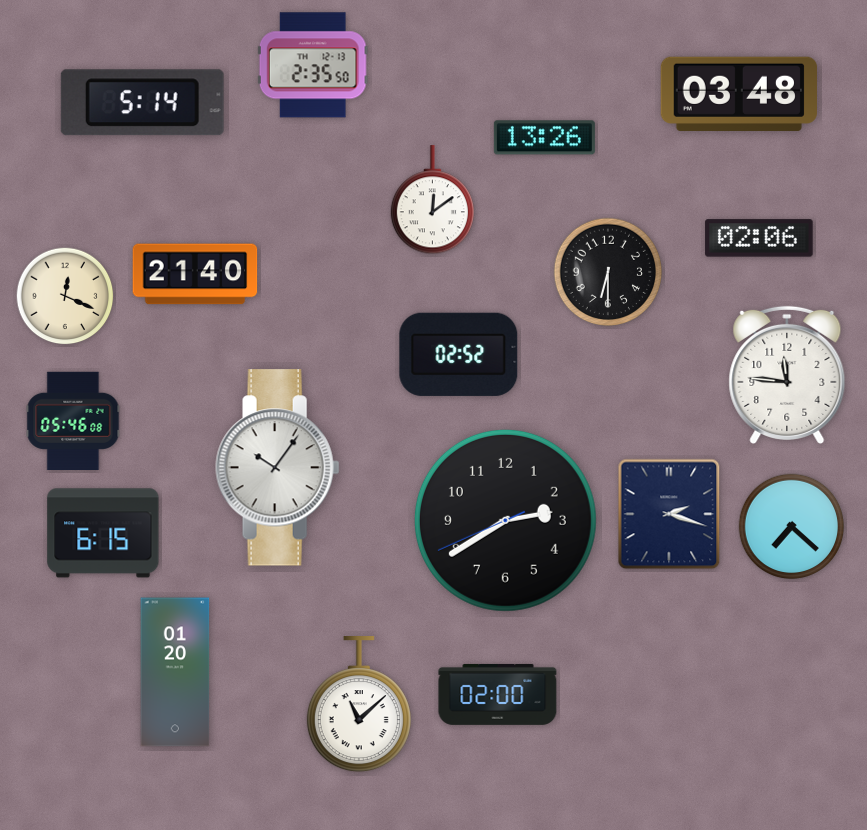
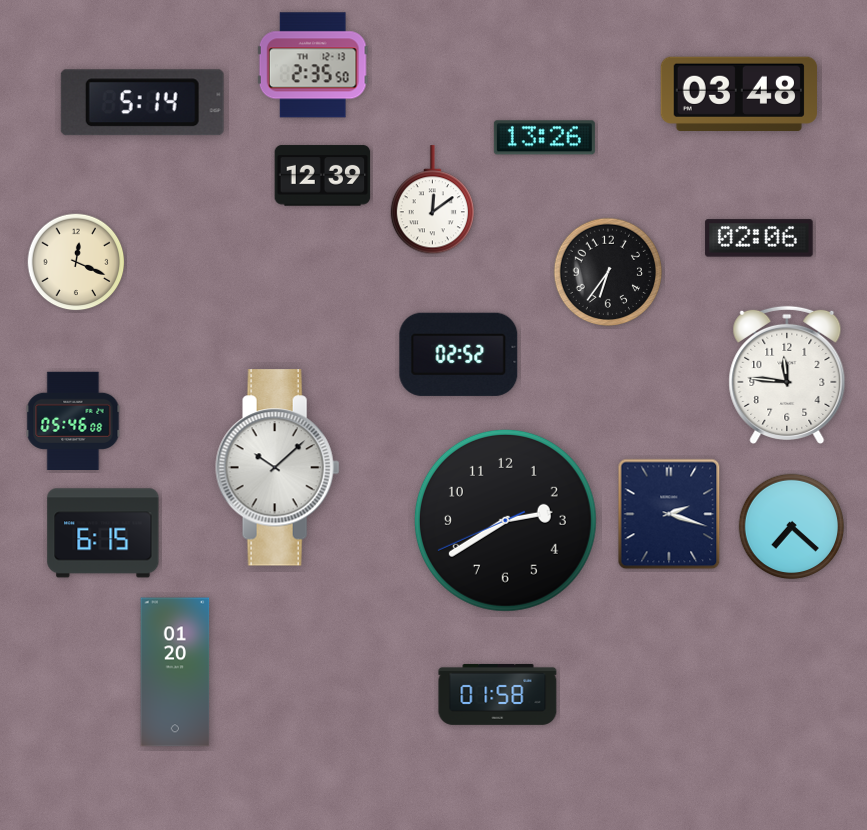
clock at (323, 176): none -> 12:39
clock at (608, 272): 6:30 -> 6:36
clock at (195, 274): 21:40 -> none
clock at (65, 296) position: (65, 296) -> (76, 262)
clock at (278, 468): 10:06 -> 10:08
clock at (498, 694): 02:00 -> 01:58
clock at (359, 705): 11:08 -> none
